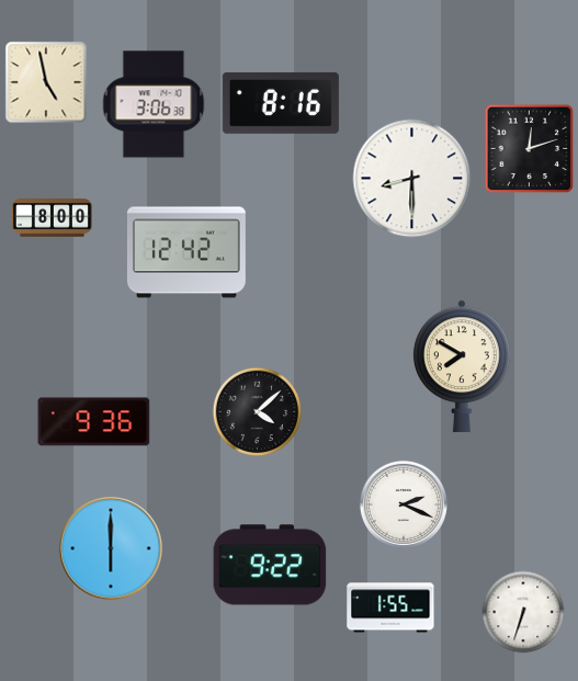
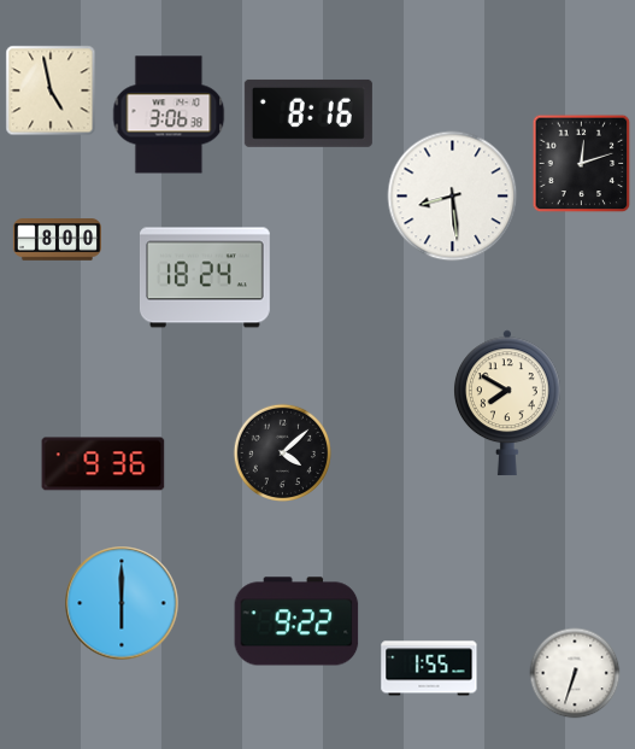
clock at (412, 179): 8:30 -> 8:29
clock at (186, 252): 12:42 -> 18:24
clock at (404, 504): 2:19 -> none
